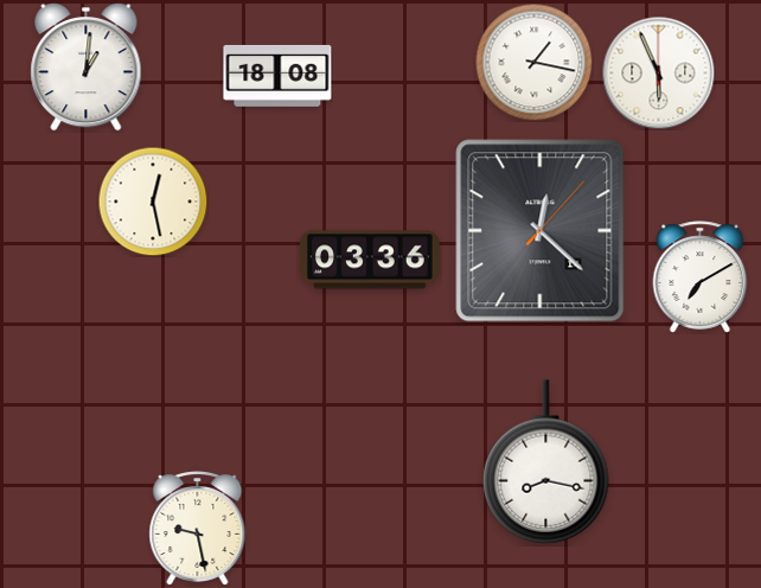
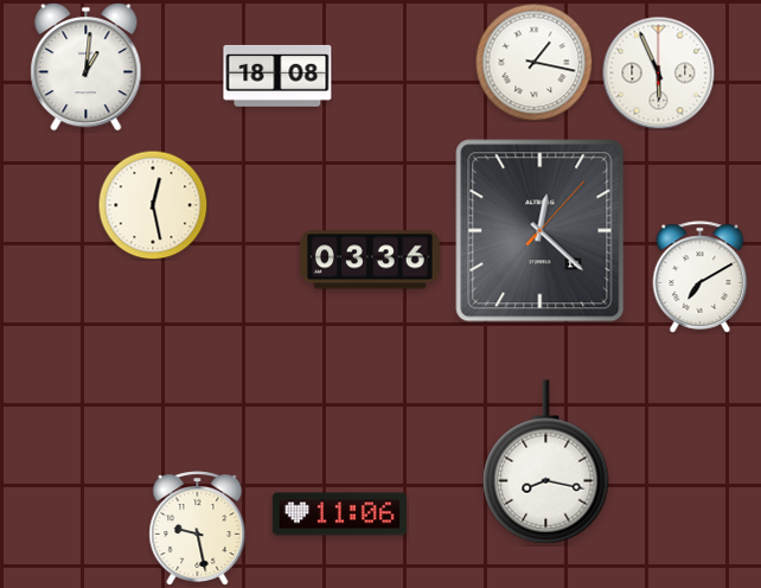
clock at (153, 202) position: (153, 202) -> (153, 205)
clock at (339, 514): none -> 11:06
